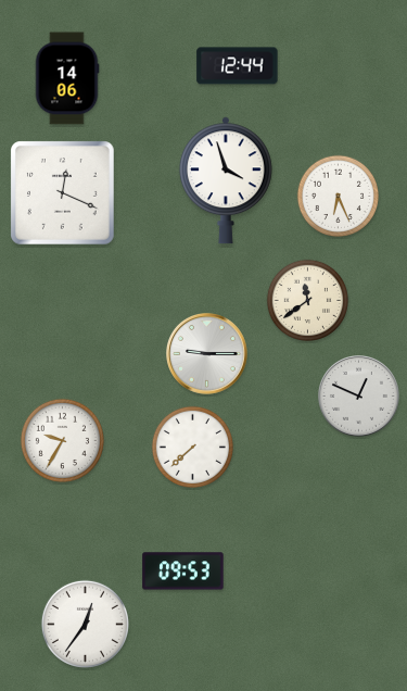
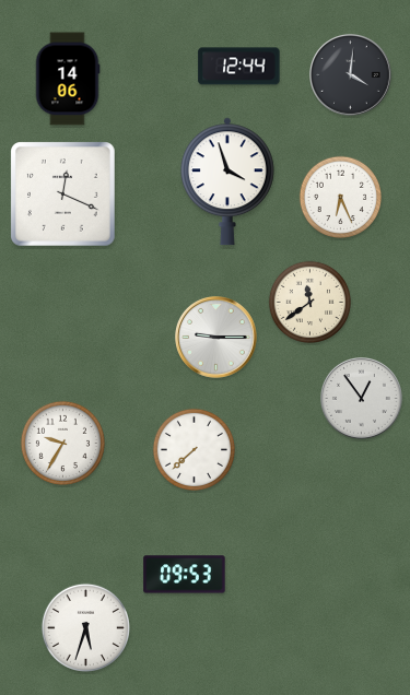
clock at (351, 75): none -> 4:01
clock at (207, 354) position: (207, 354) -> (216, 338)
clock at (359, 397): 12:49 -> 12:54
clock at (85, 624): 12:36 -> 5:33
